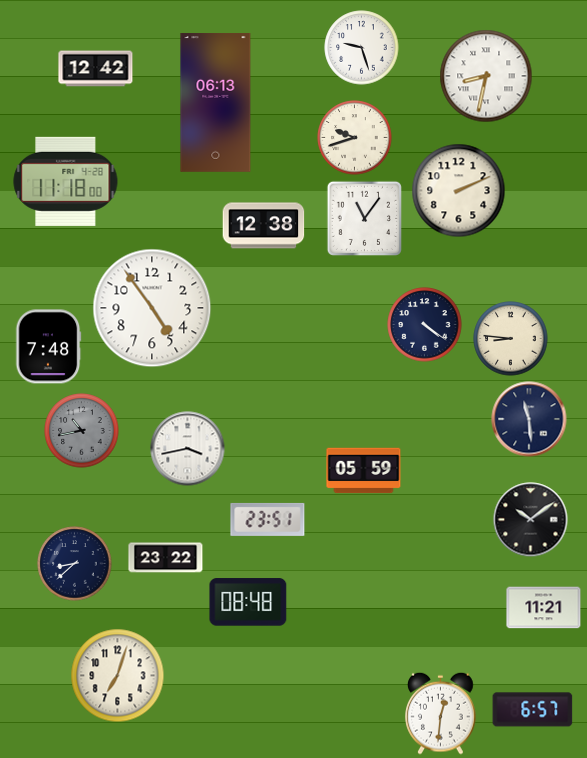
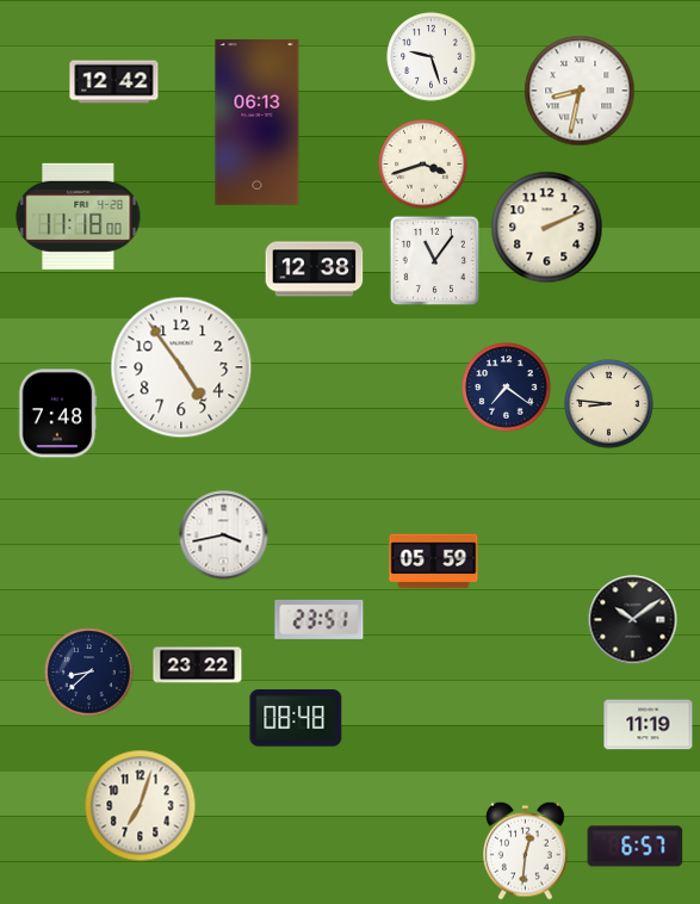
clock at (355, 138): 9:42 -> 3:42
clock at (425, 325): 4:21 -> 7:21
clock at (529, 419): 11:29 -> none
clock at (82, 431): 10:43 -> none
clock at (544, 608): 11:21 -> 11:19
